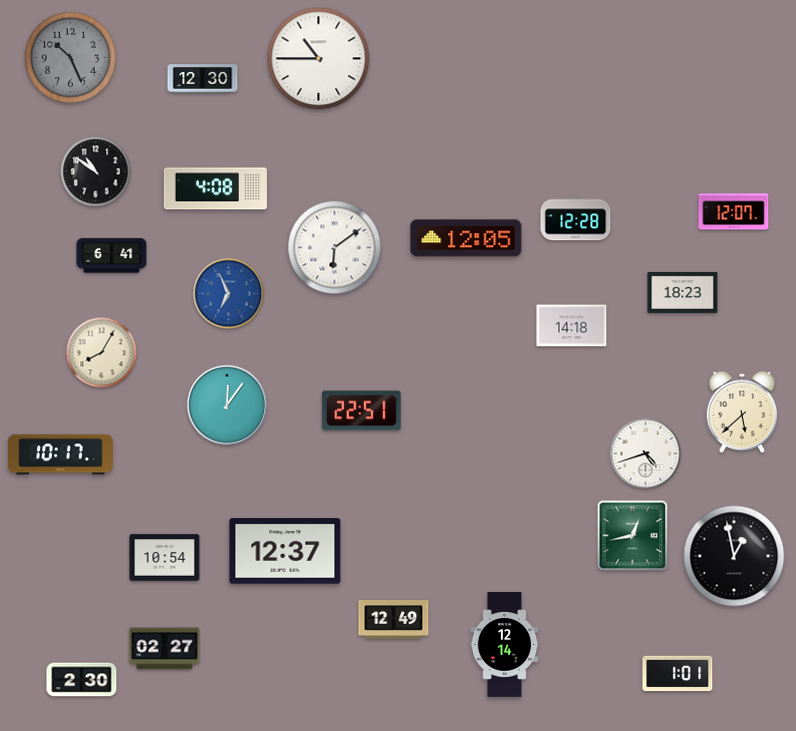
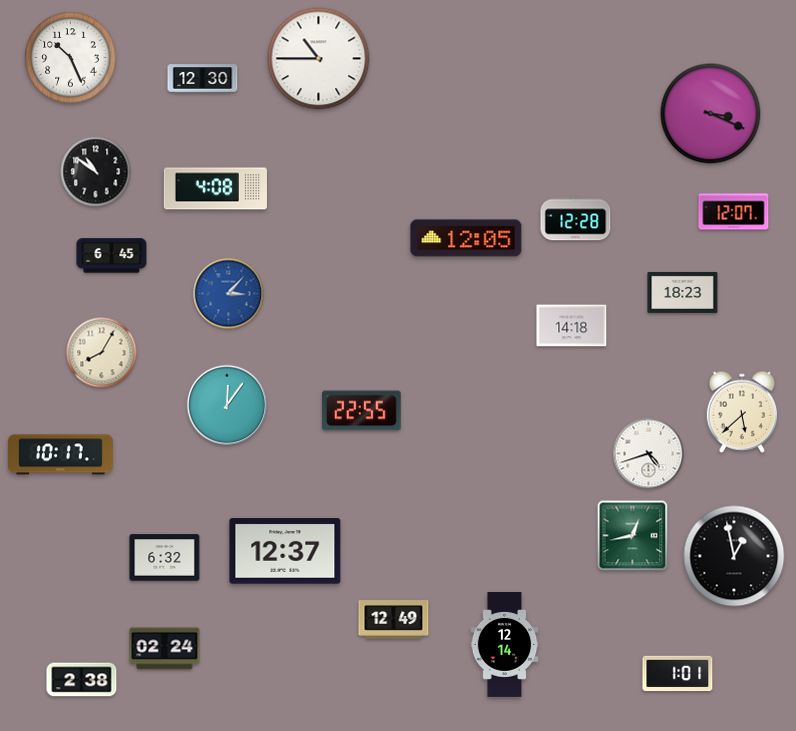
clock at (71, 58) dial: grey -> white
clock at (711, 114): none -> 3:19
clock at (335, 248): 6:09 -> none
clock at (112, 256): 6:41 -> 6:45
clock at (229, 294): 6:56 -> 3:07
clock at (362, 411): 22:51 -> 22:55
clock at (646, 454) position: (646, 454) -> (649, 454)
clock at (165, 558): 10:54 -> 6:32
clock at (165, 649): 02:27 -> 02:24
clock at (82, 680): 2:30 -> 2:38
